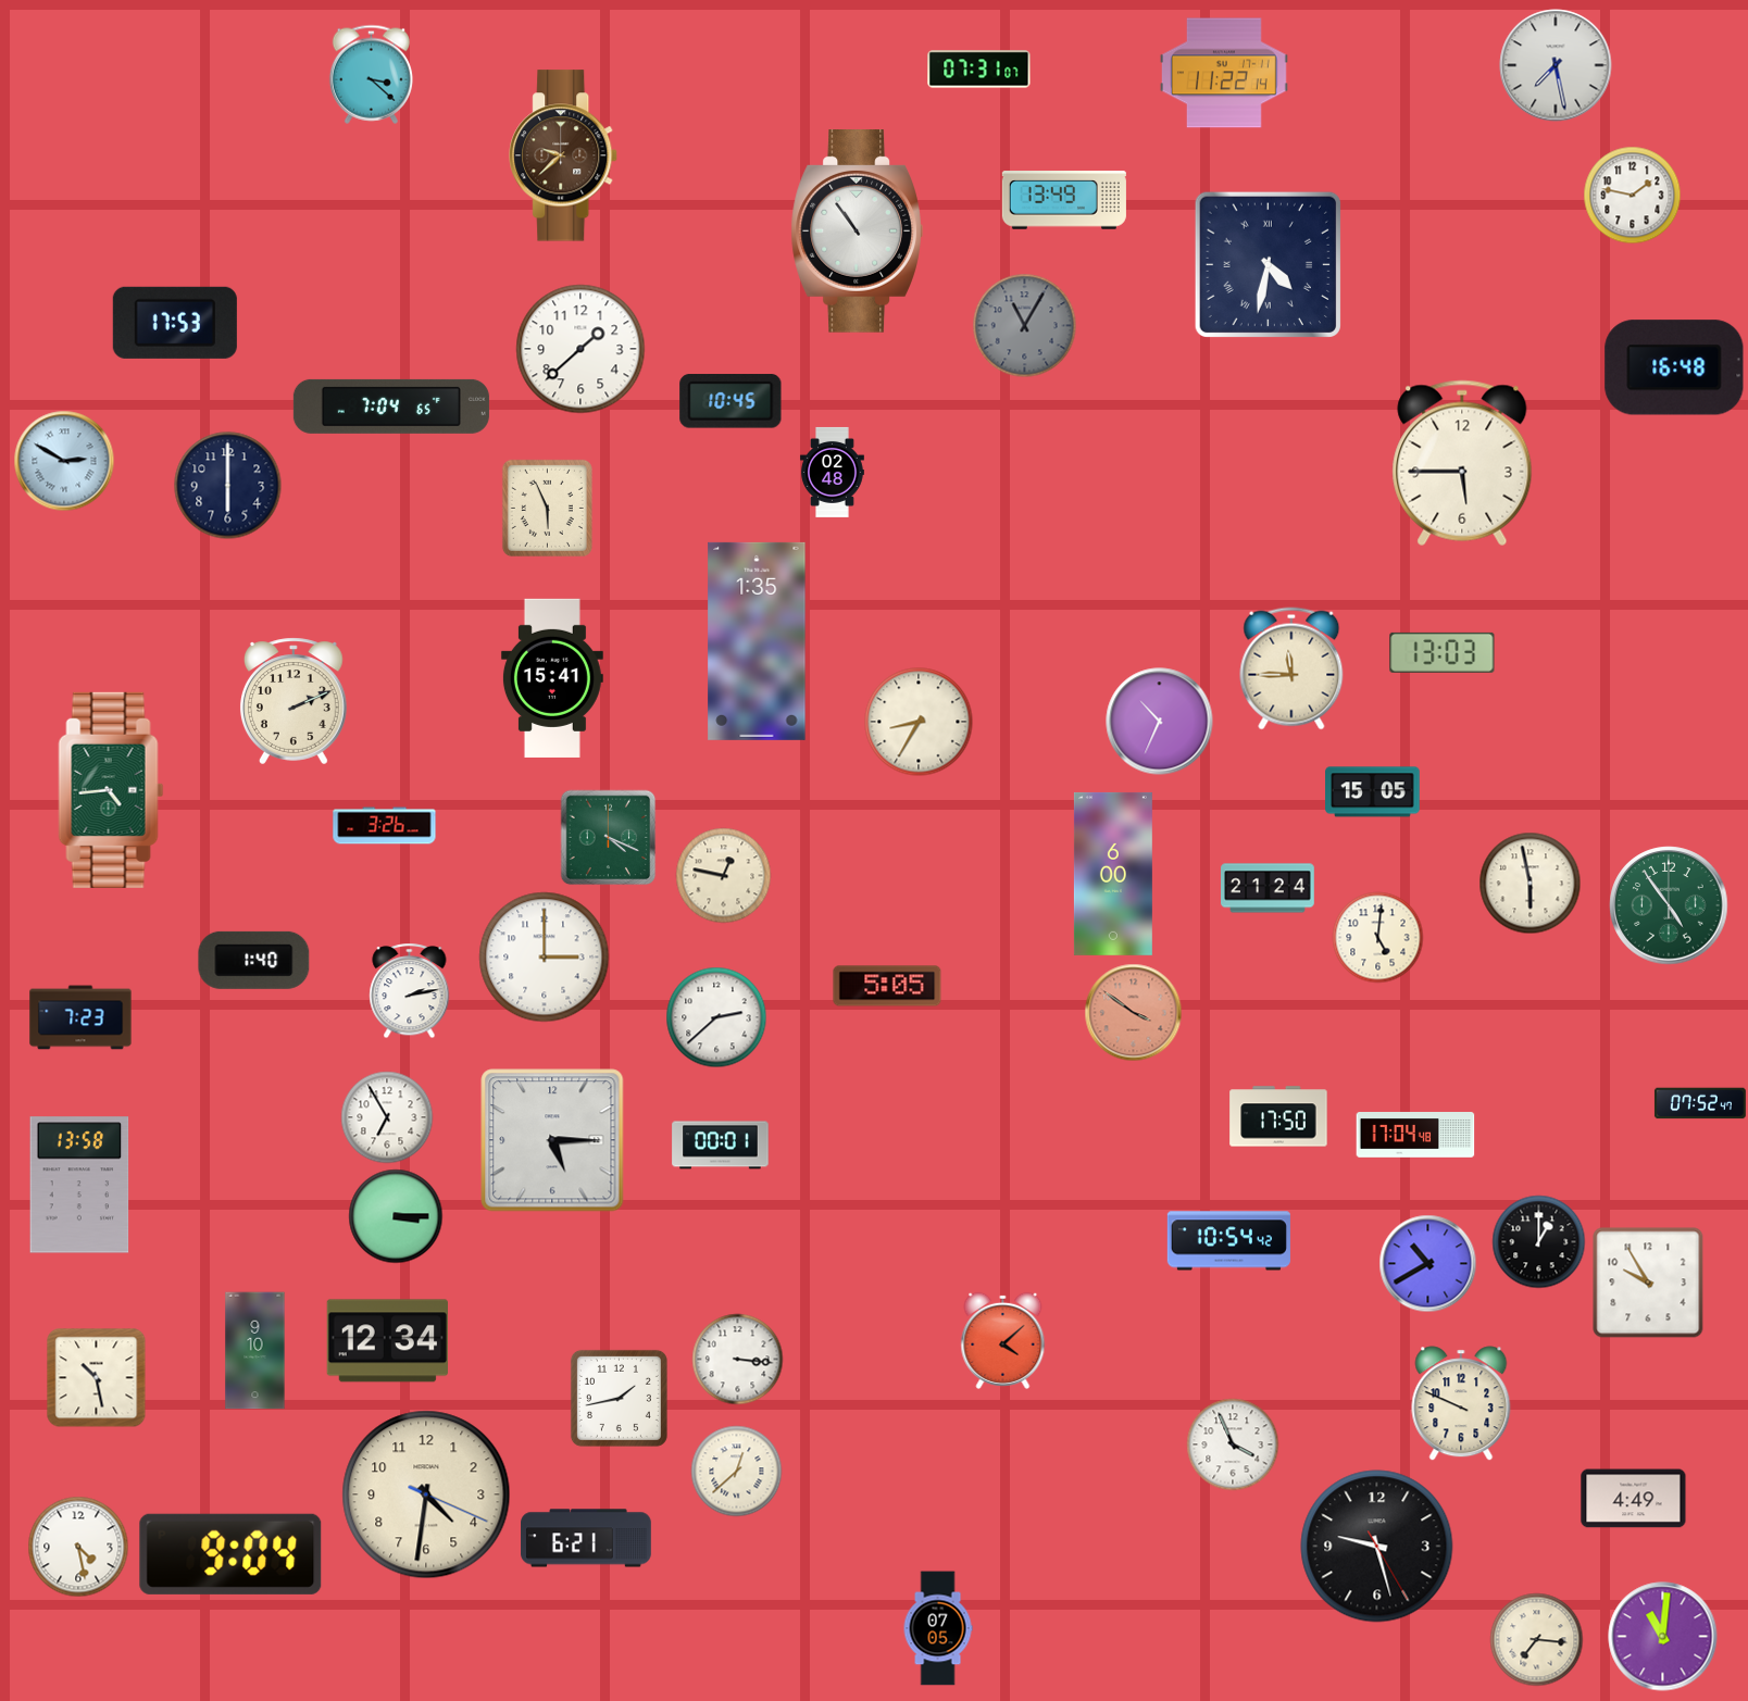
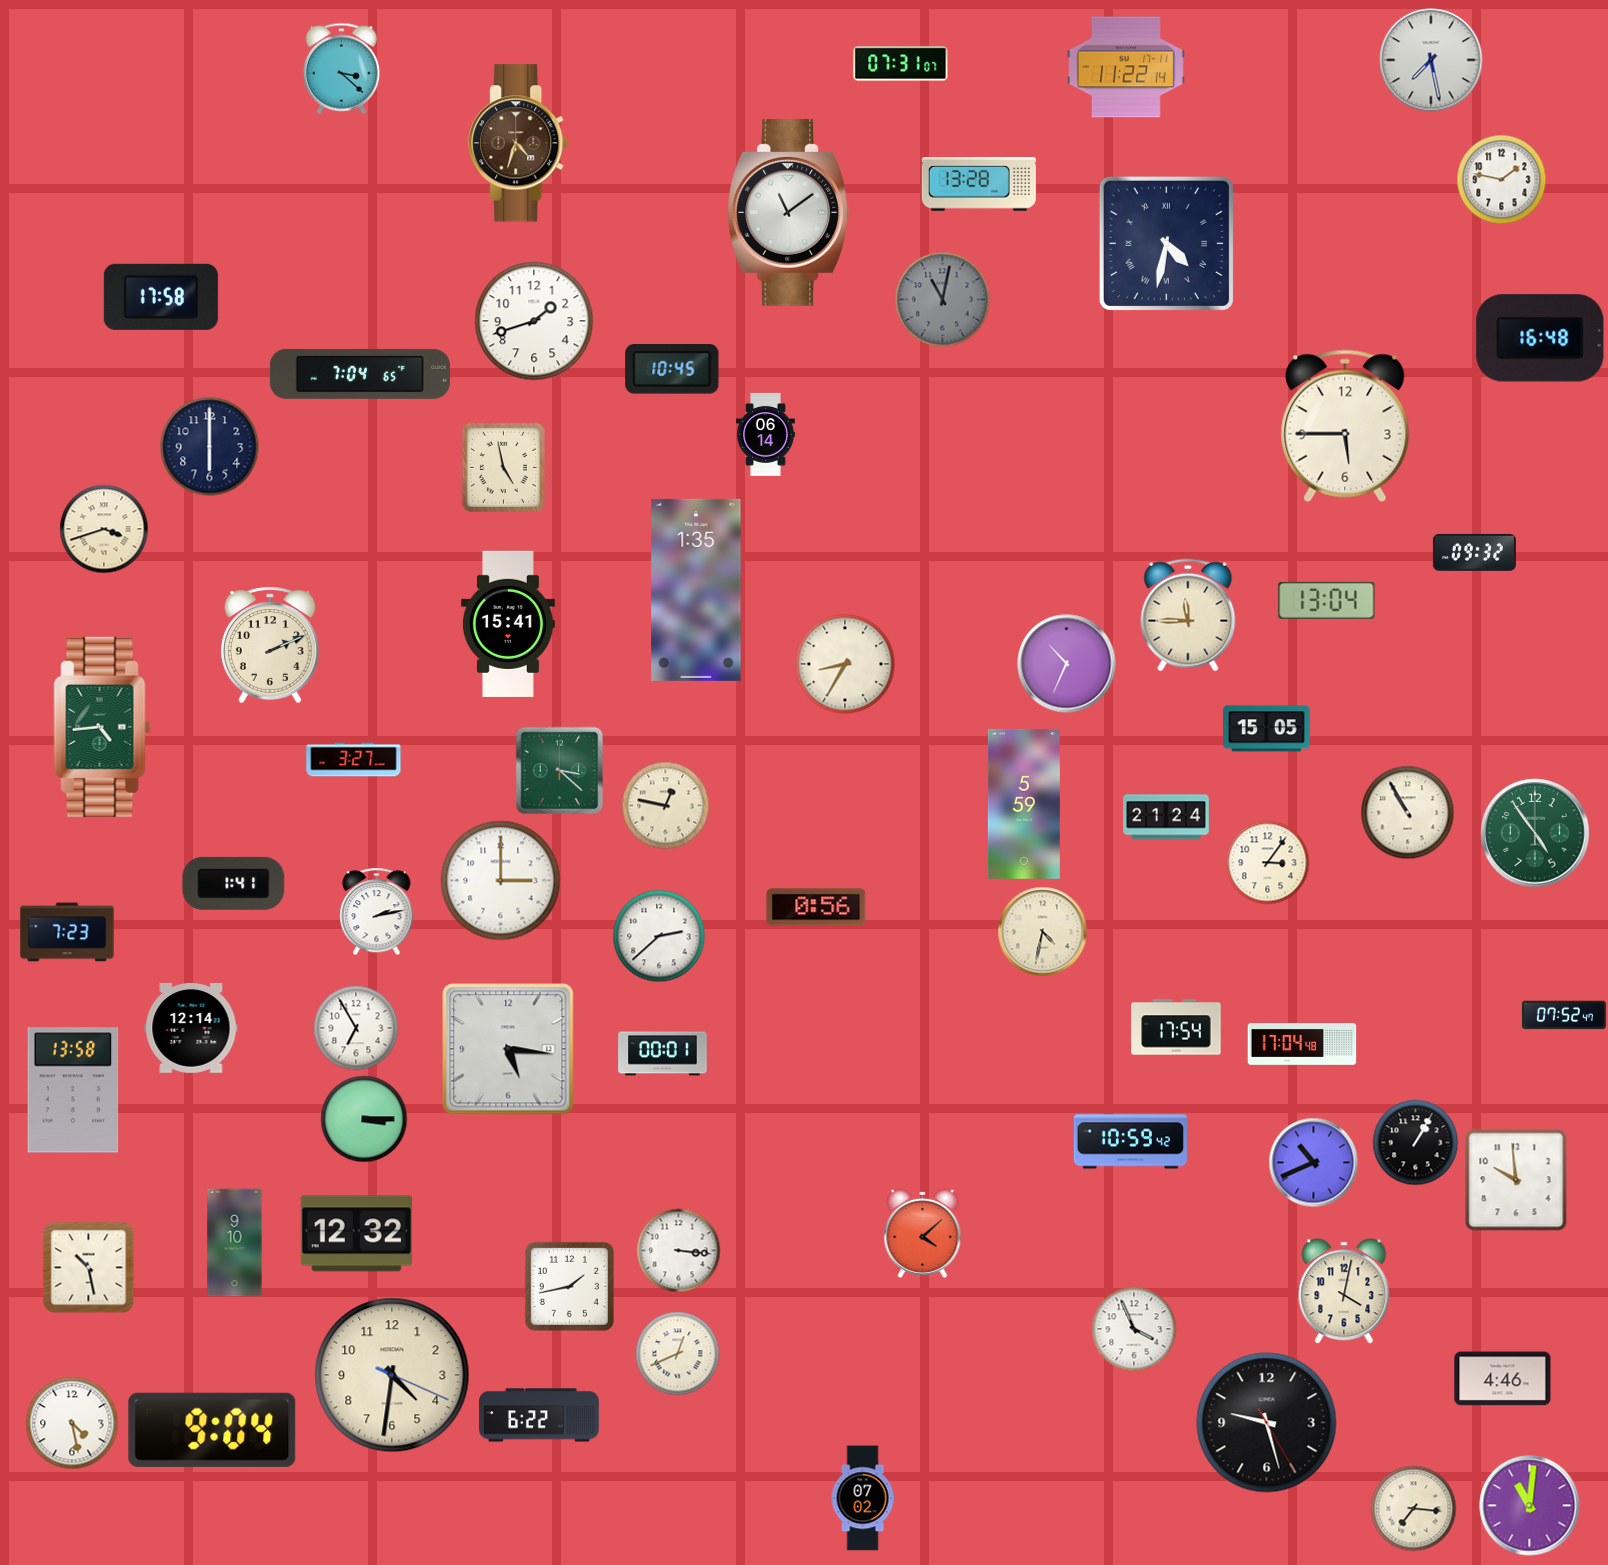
clock at (564, 155): 9:38 -> 4:33
clock at (1064, 200): 13:49 -> 13:28
clock at (857, 232): 10:54 -> 11:09
clock at (175, 323): 17:53 -> 17:58
clock at (1025, 326): 11:05 -> 11:02
clock at (580, 349): 1:38 -> 1:42
clock at (64, 461): 2:50 -> none
clock at (833, 472): 02:48 -> 06:14
clock at (547, 508): 5:56 -> 4:58
clock at (104, 529): none -> 3:42
clock at (1474, 552): none -> 09:32
clock at (1443, 652): 13:03 -> 13:04
clock at (1373, 792) position: (1373, 792) -> (1267, 729)
clock at (385, 826): 3:26 -> 3:27
clock at (609, 838): 4:19 -> 3:22
clock at (1113, 874): 6:00 -> 5:59
clock at (1531, 884): 5:58 -> 10:55
clock at (1378, 938): 5:01 -> 3:06
clock at (254, 960): 1:40 -> 1:41
clock at (887, 986): 5:05 -> 0:56
clock at (1134, 1013): 3:51 -> 4:32
clock at (1134, 1013) dial: salmon -> cream
clock at (80, 1017) position: (80, 1017) -> (67, 932)
clock at (1278, 1116): 17:50 -> 17:54
clock at (191, 1028): none -> 12:14
clock at (552, 1140): 5:15 -> 5:16
clock at (1228, 1241): 10:54 -> 10:59
clock at (1539, 1242): 1:00 -> 1:05
clock at (1428, 1264): 10:40 -> 10:41
clock at (1648, 1283): 9:55 -> 9:59
clock at (387, 1341): 12:34 -> 12:32
clock at (1461, 1403): 9:49 -> 4:02
clock at (737, 1472): 12:38 -> 12:41
clock at (1634, 1499): 4:49 -> 4:46
clock at (586, 1538): 6:21 -> 6:22
clock at (938, 1628): 07:05 -> 07:02
